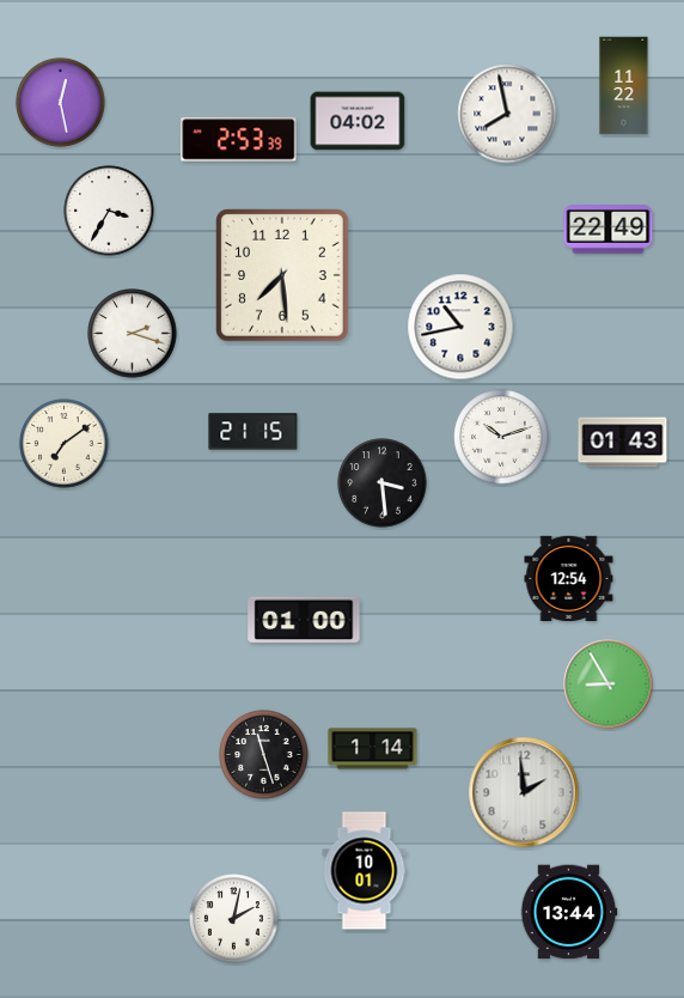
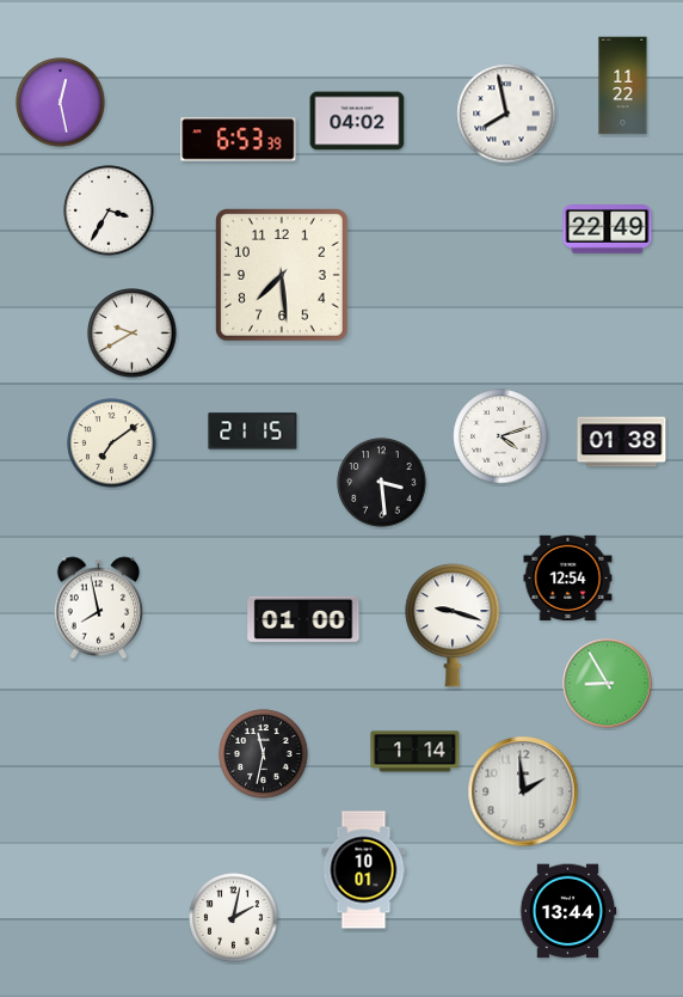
clock at (239, 140): 2:53 -> 6:53
clock at (460, 327): 10:43 -> none
clock at (133, 334): 2:18 -> 9:40
clock at (501, 437): 10:12 -> 4:12
clock at (623, 443): 01:43 -> 01:38
clock at (65, 444) position: (65, 444) -> (112, 444)
clock at (99, 608): none -> 7:58
clock at (453, 625): none -> 9:18
clock at (373, 749) position: (373, 749) -> (416, 752)
clock at (264, 755): 11:27 -> 11:32
